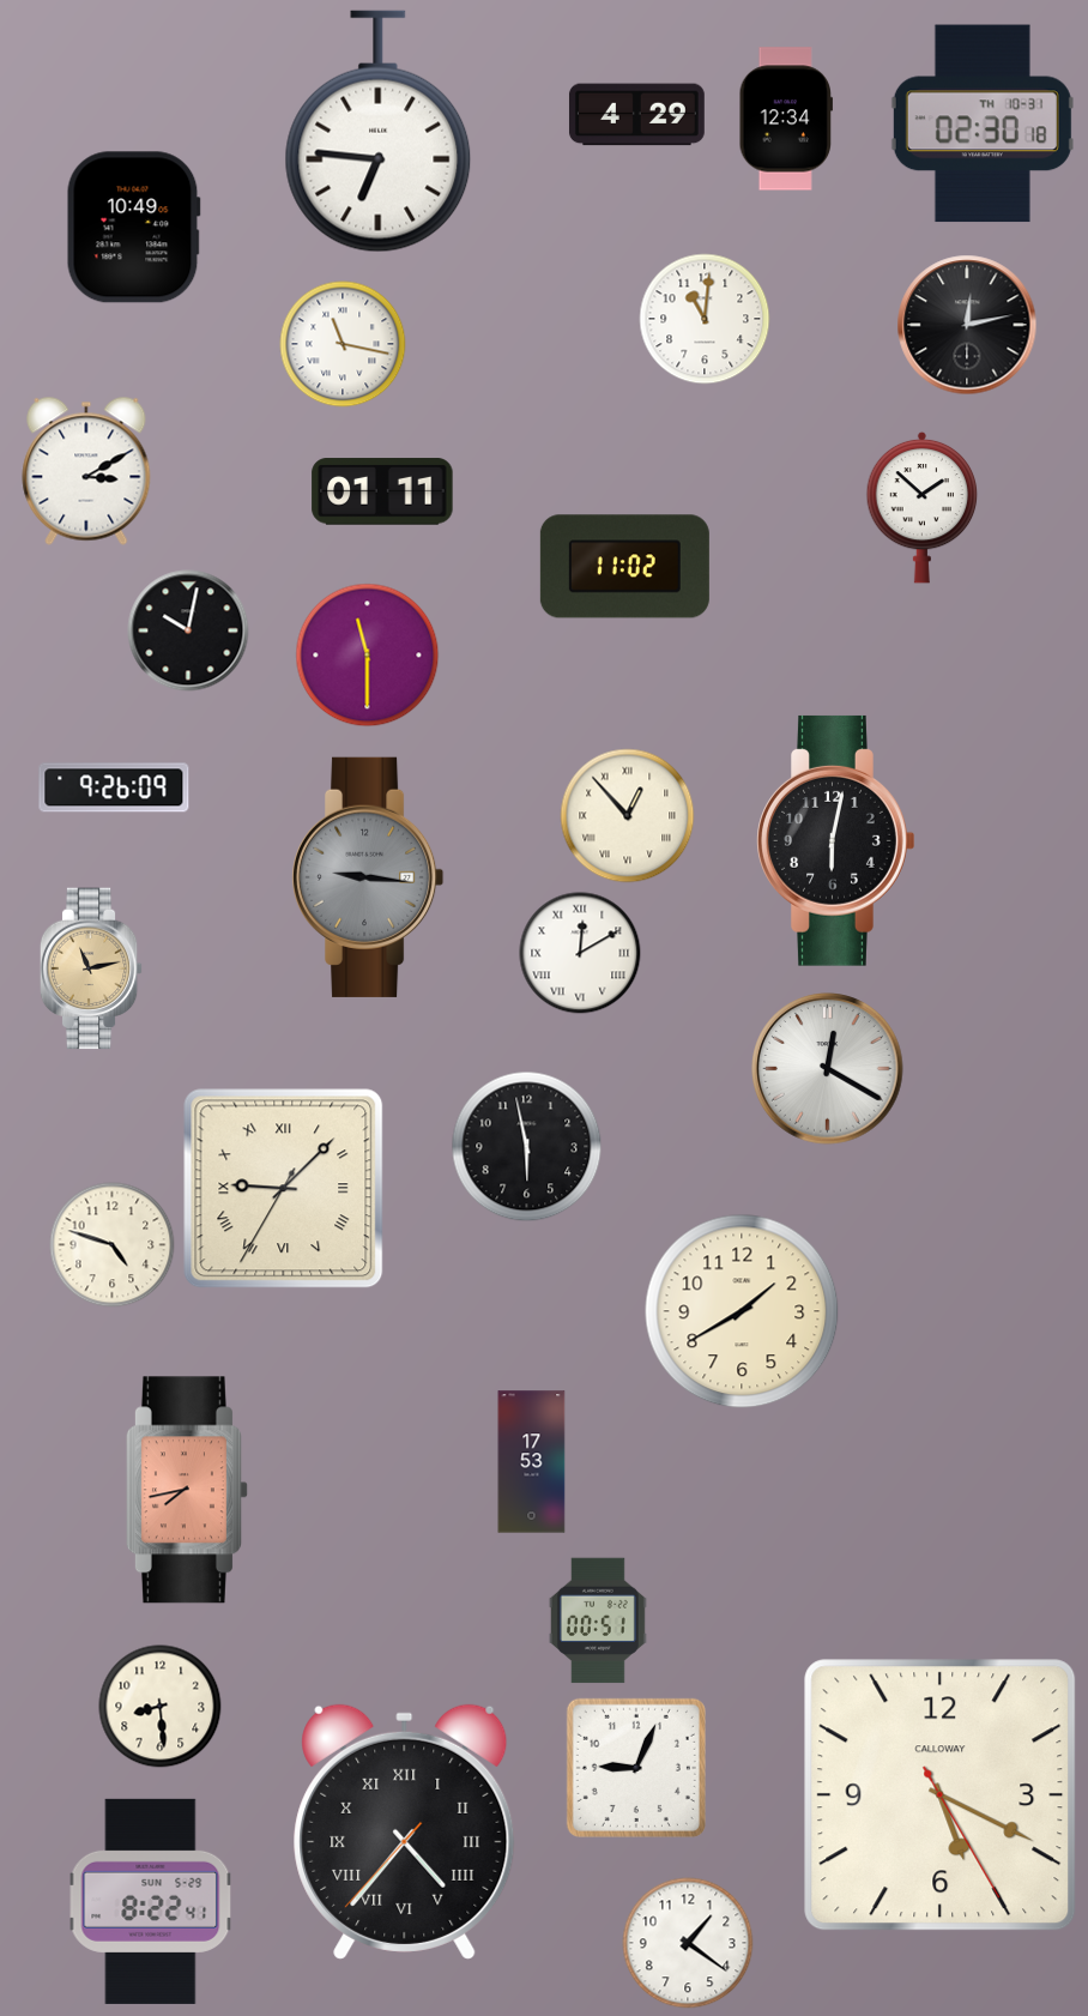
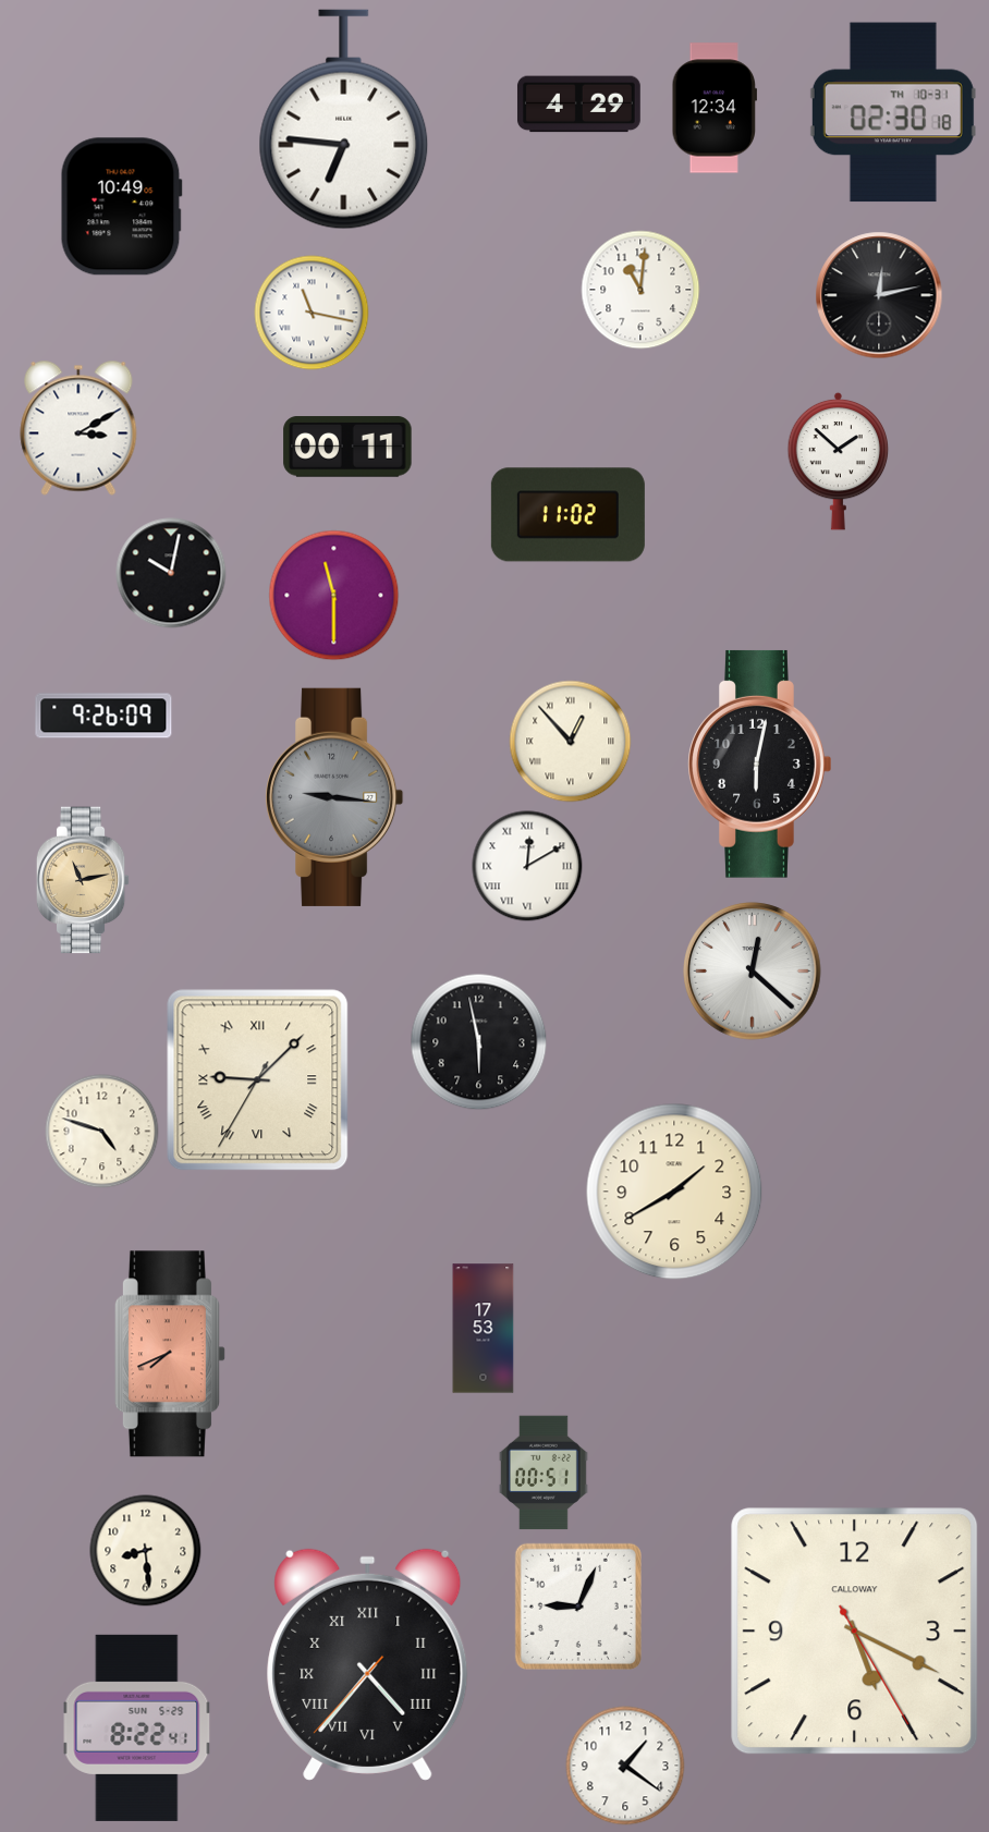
clock at (382, 491): 01:11 -> 00:11
clock at (828, 1069): 12:20 -> 12:22
clock at (187, 1490): 7:43 -> 7:41
